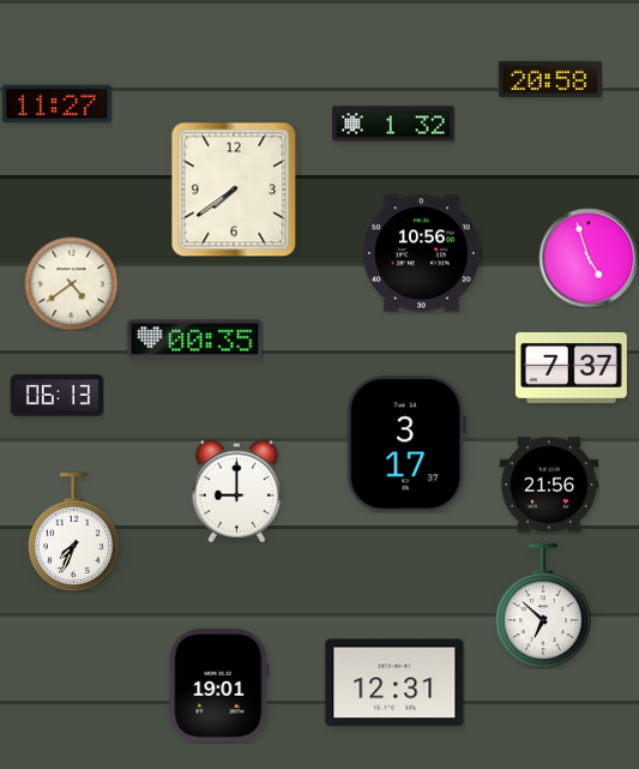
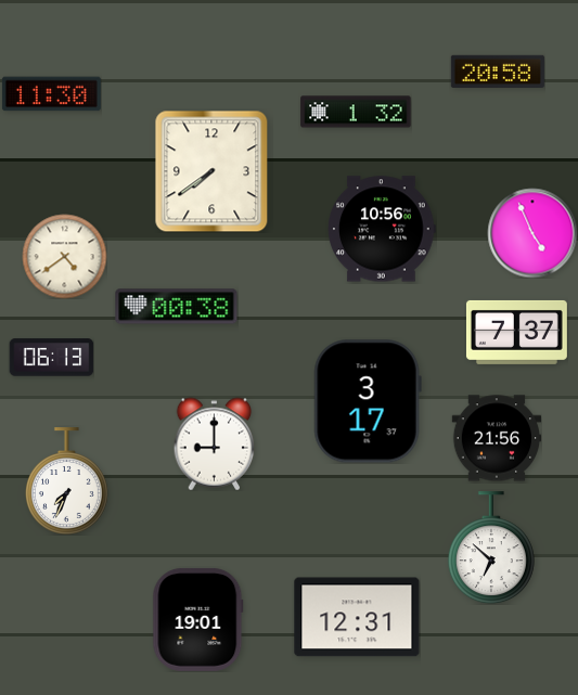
clock at (56, 104): 11:27 -> 11:30
clock at (589, 258): 4:57 -> 4:56
clock at (195, 340): 00:35 -> 00:38
